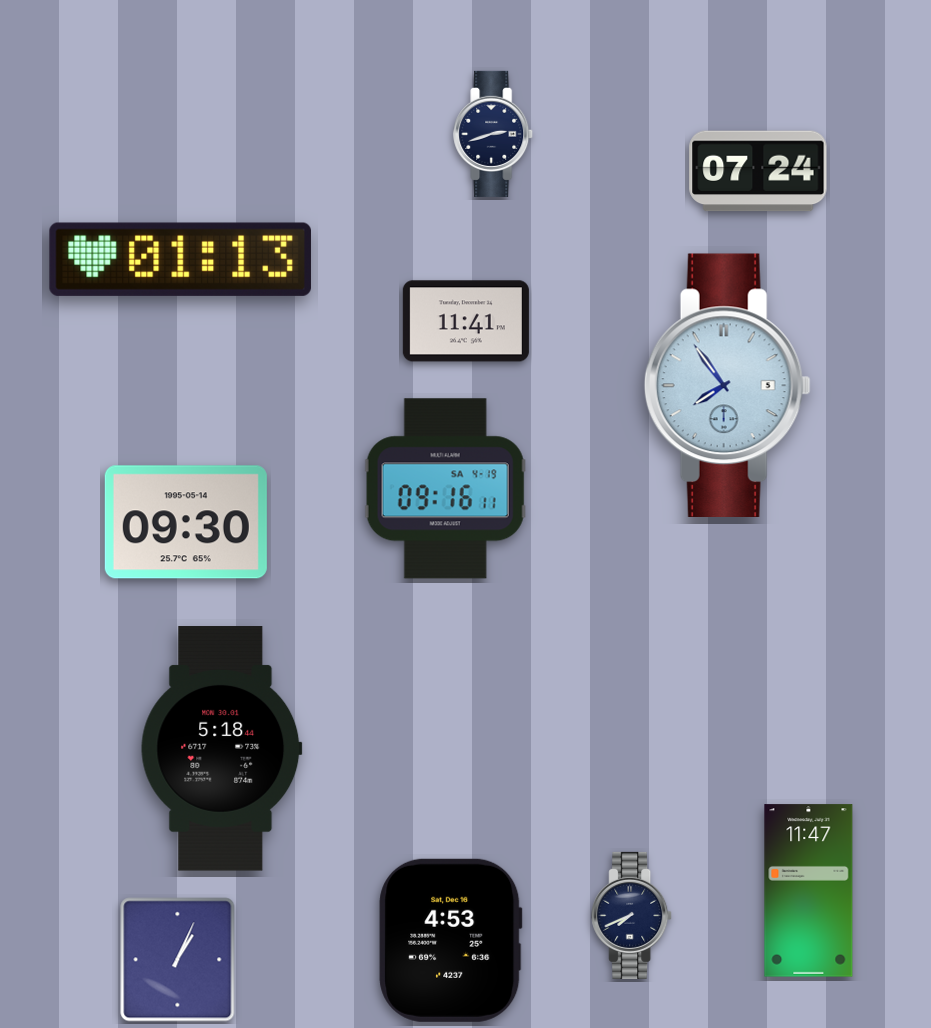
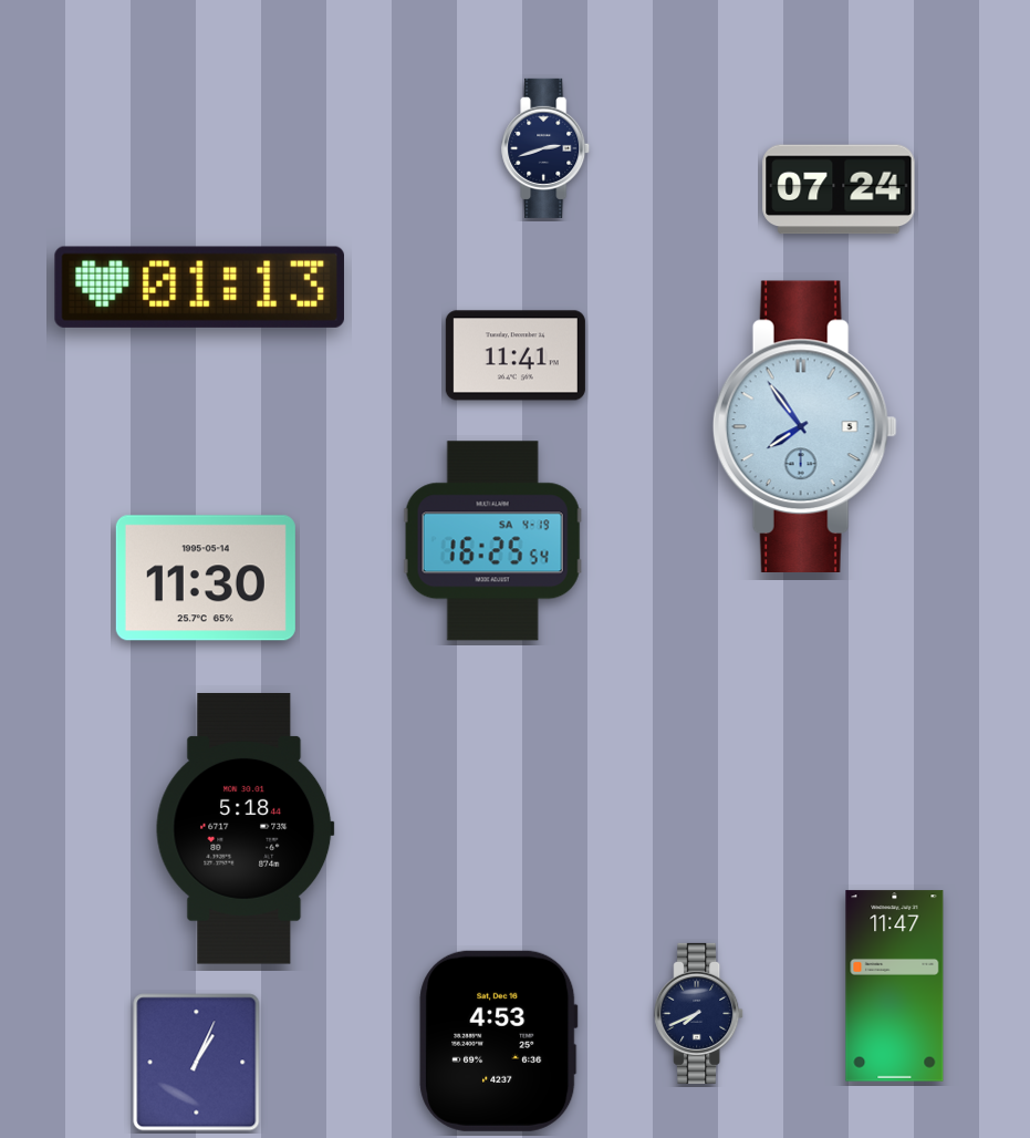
clock at (445, 489): 09:16 -> 16:25
clock at (186, 522): 09:30 -> 11:30
